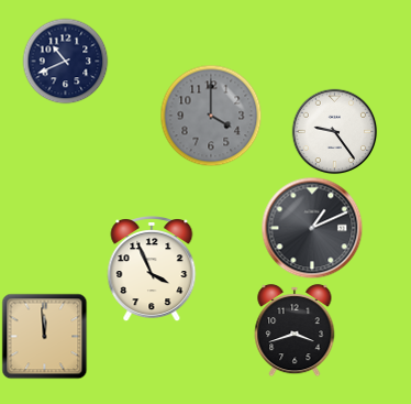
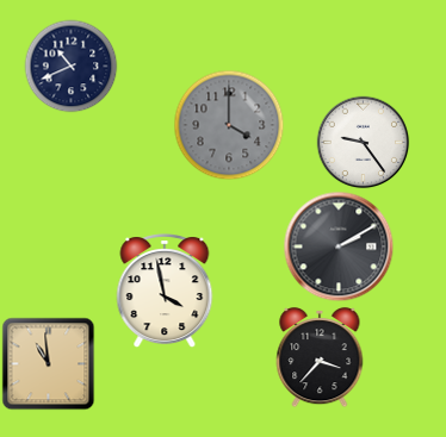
clock at (312, 228): 1:11 -> 2:10
clock at (152, 270): 3:56 -> 3:58
clock at (295, 330): 3:42 -> 3:37
clock at (44, 336): 11:59 -> 10:59
